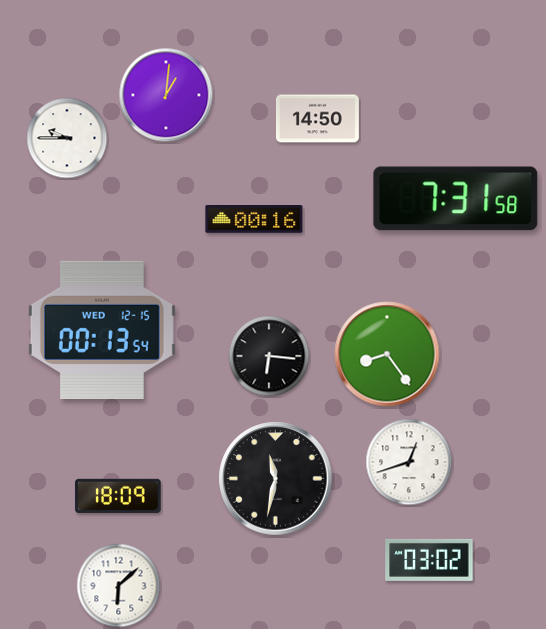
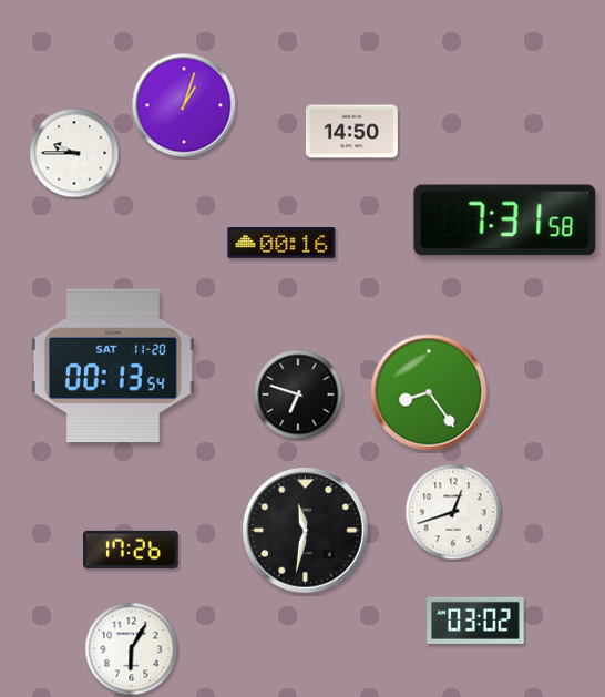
clock at (166, 95): 1:01 -> 1:03
clock at (102, 329) date: WED 12-15 -> SAT 11-20
clock at (269, 356): 6:16 -> 6:48
clock at (118, 496): 18:09 -> 17:26
clock at (119, 586): 6:08 -> 6:05
